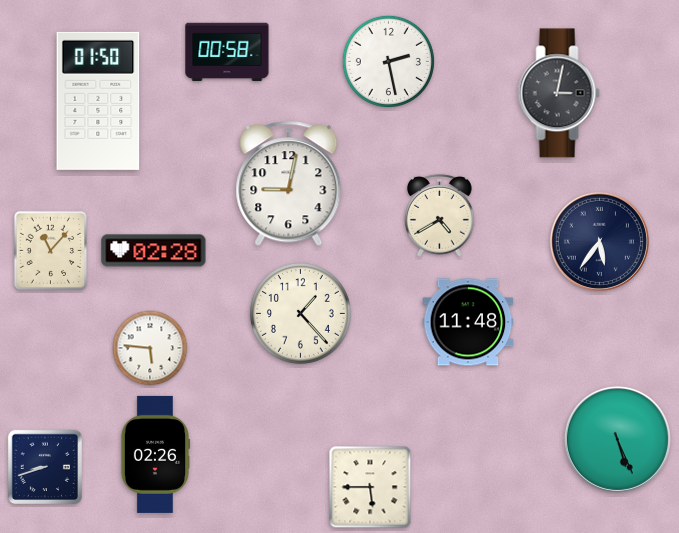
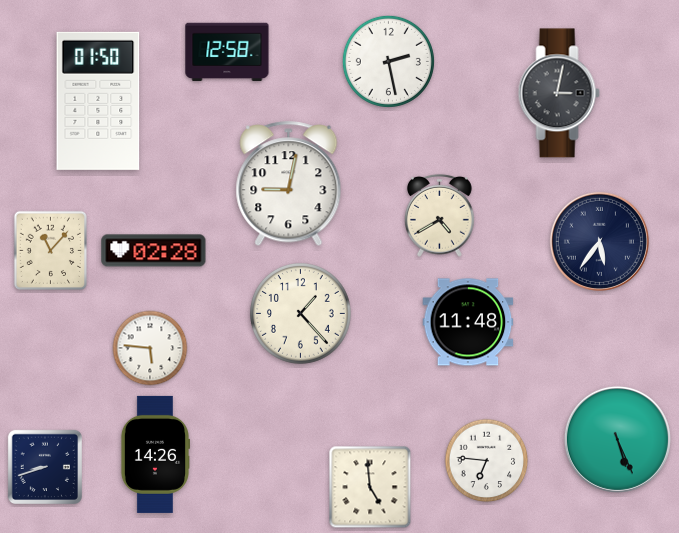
clock at (227, 52): 00:58 -> 12:58
clock at (154, 454): 02:26 -> 14:26
clock at (487, 461): none -> 6:46
clock at (370, 487): 5:45 -> 4:59
